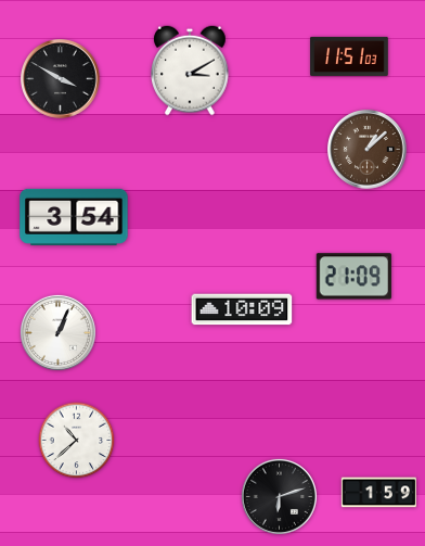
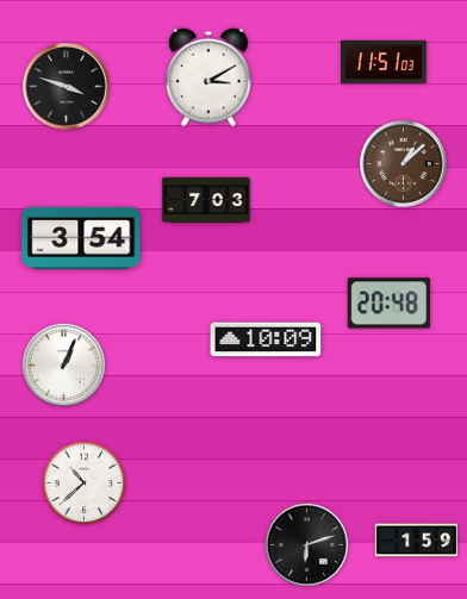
clock at (61, 79): 3:50 -> 3:48
clock at (206, 200): none -> 7:03
clock at (353, 277): 21:09 -> 20:48
